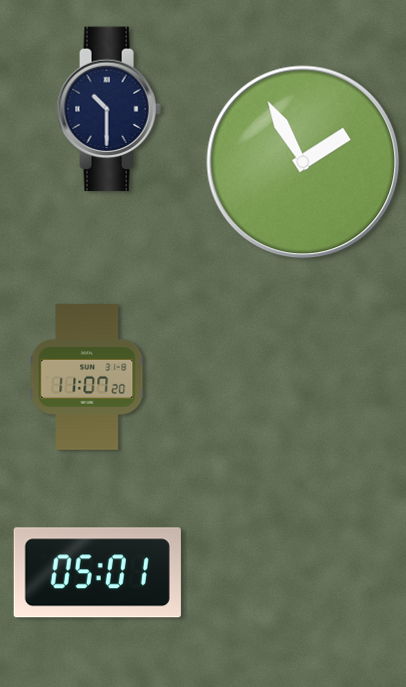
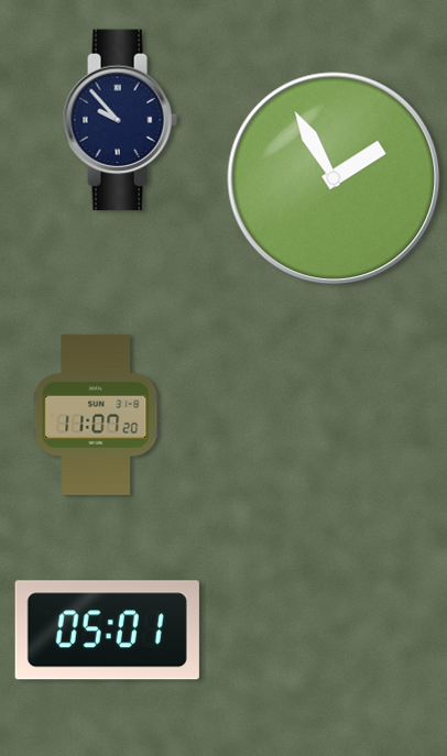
clock at (109, 109): 10:30 -> 9:53
